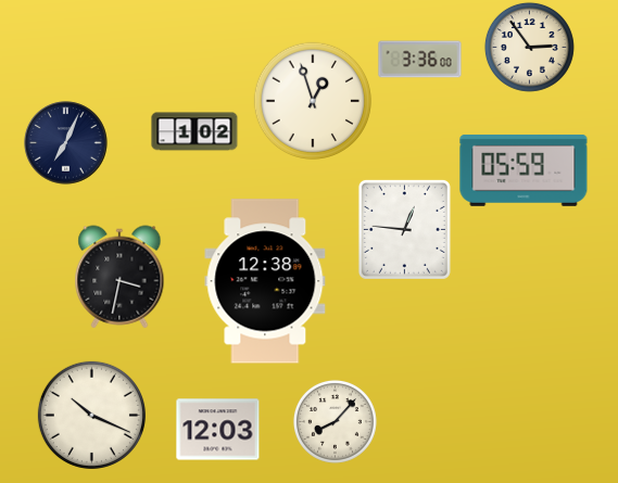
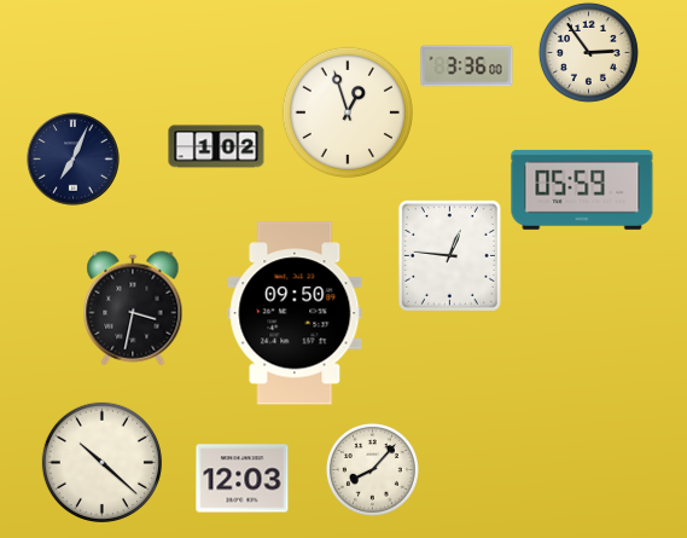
clock at (265, 281): 12:38 -> 09:50
clock at (91, 415): 10:19 -> 10:22
